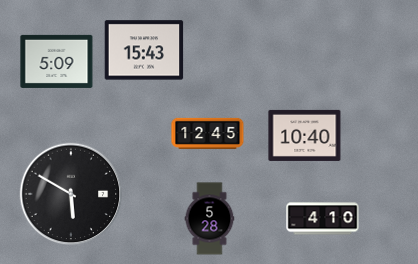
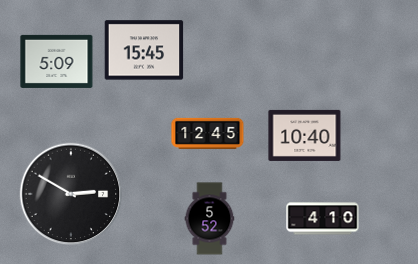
clock at (144, 50): 15:43 -> 15:45
clock at (71, 194): 5:50 -> 2:50
clock at (210, 219): 5:28 -> 5:52
